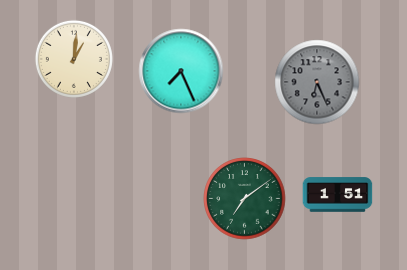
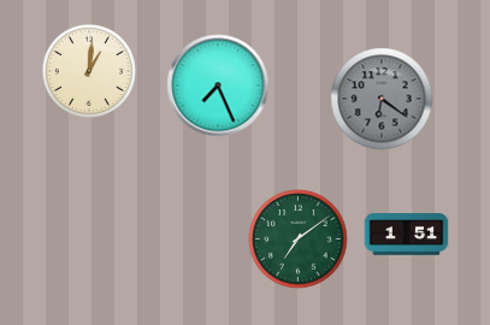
clock at (317, 82): 6:26 -> 6:21
clock at (245, 199) position: (245, 199) -> (299, 240)
